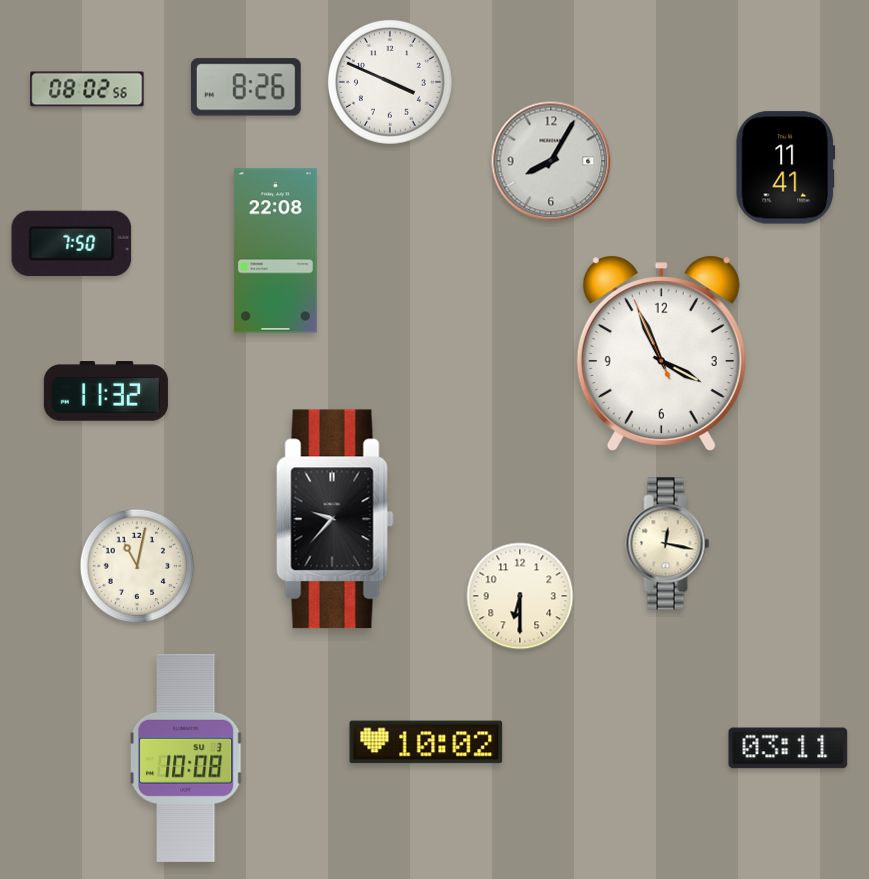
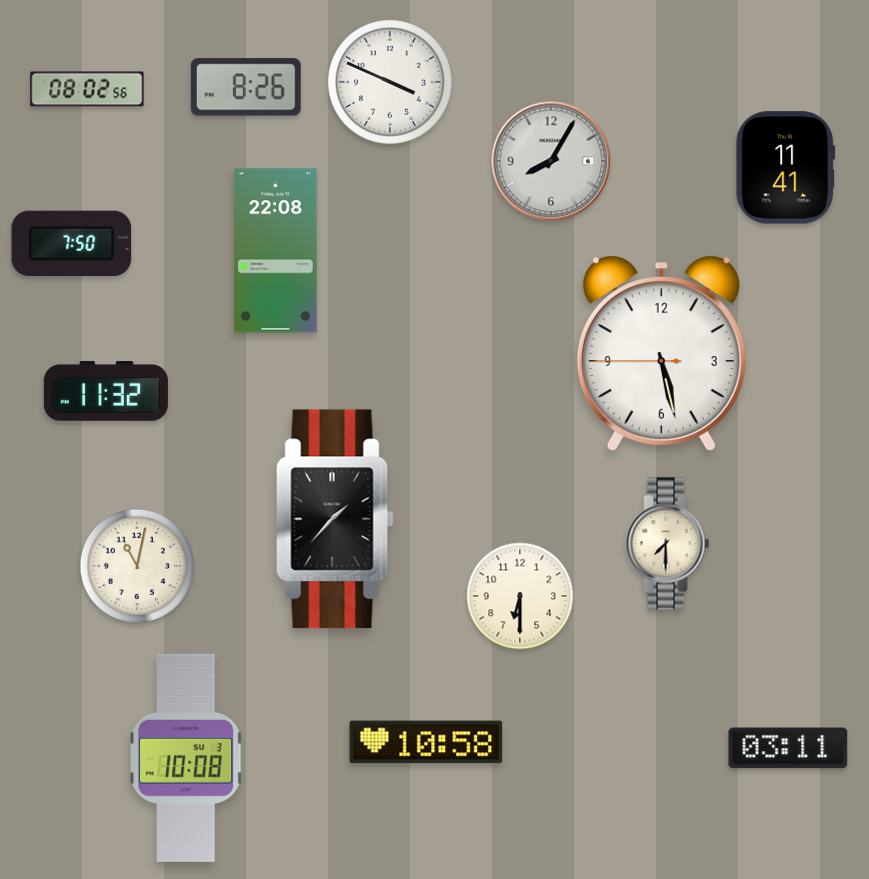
clock at (661, 353): 3:55 -> 5:27
clock at (335, 519): 9:37 -> 1:37
clock at (668, 544): 12:17 -> 7:30
clock at (426, 742): 10:02 -> 10:58
